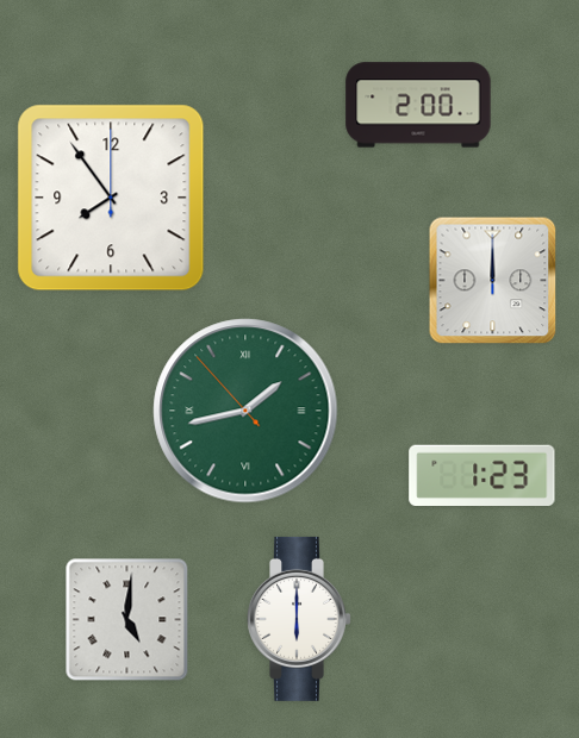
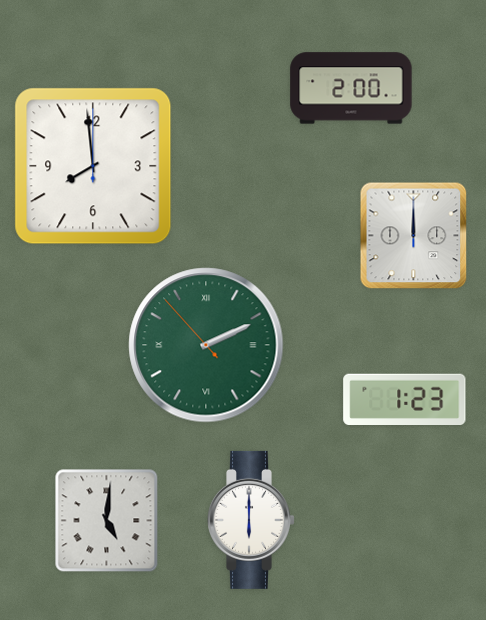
clock at (111, 198): 7:54 -> 7:59
clock at (245, 411): 1:42 -> 2:10
